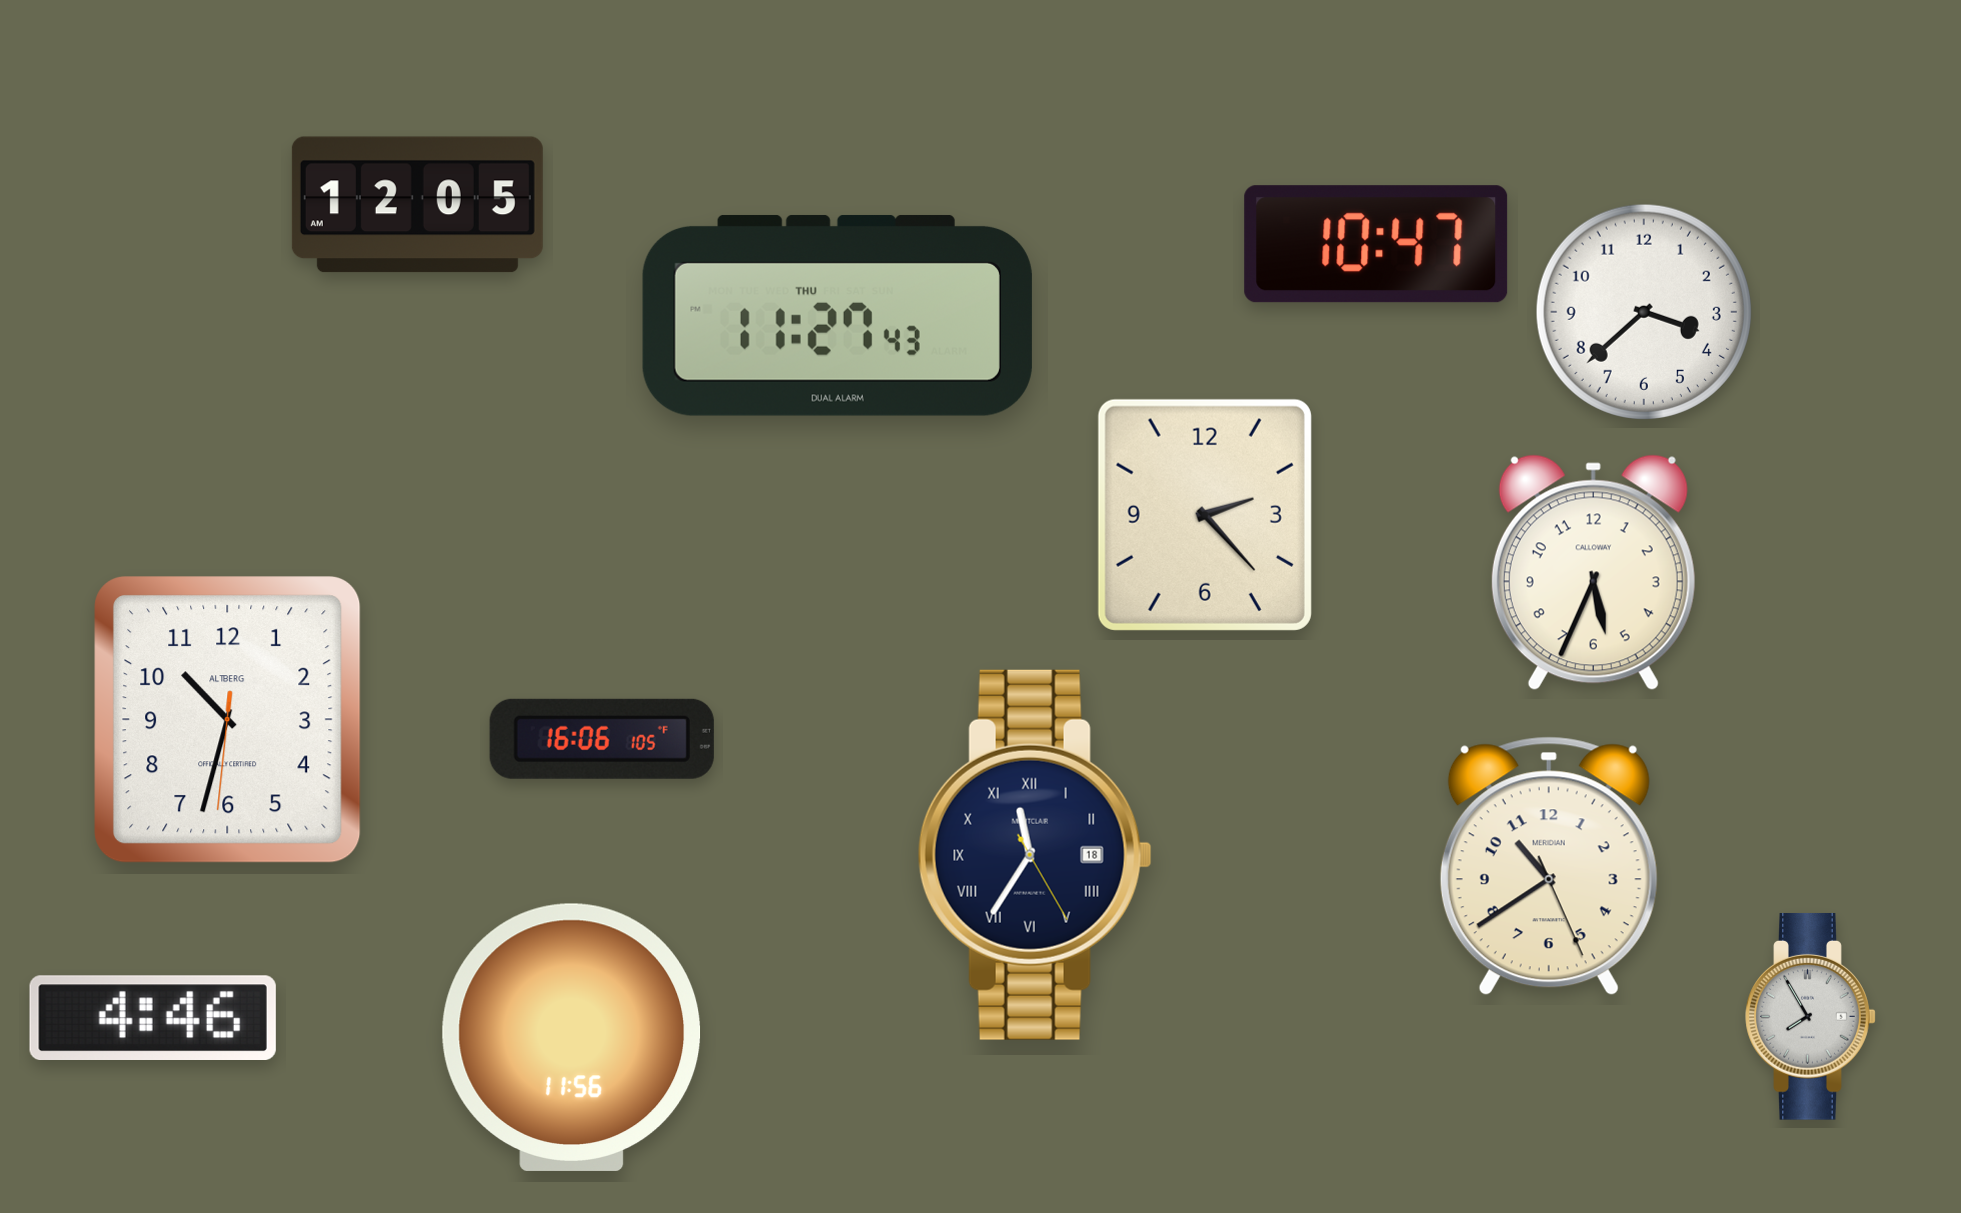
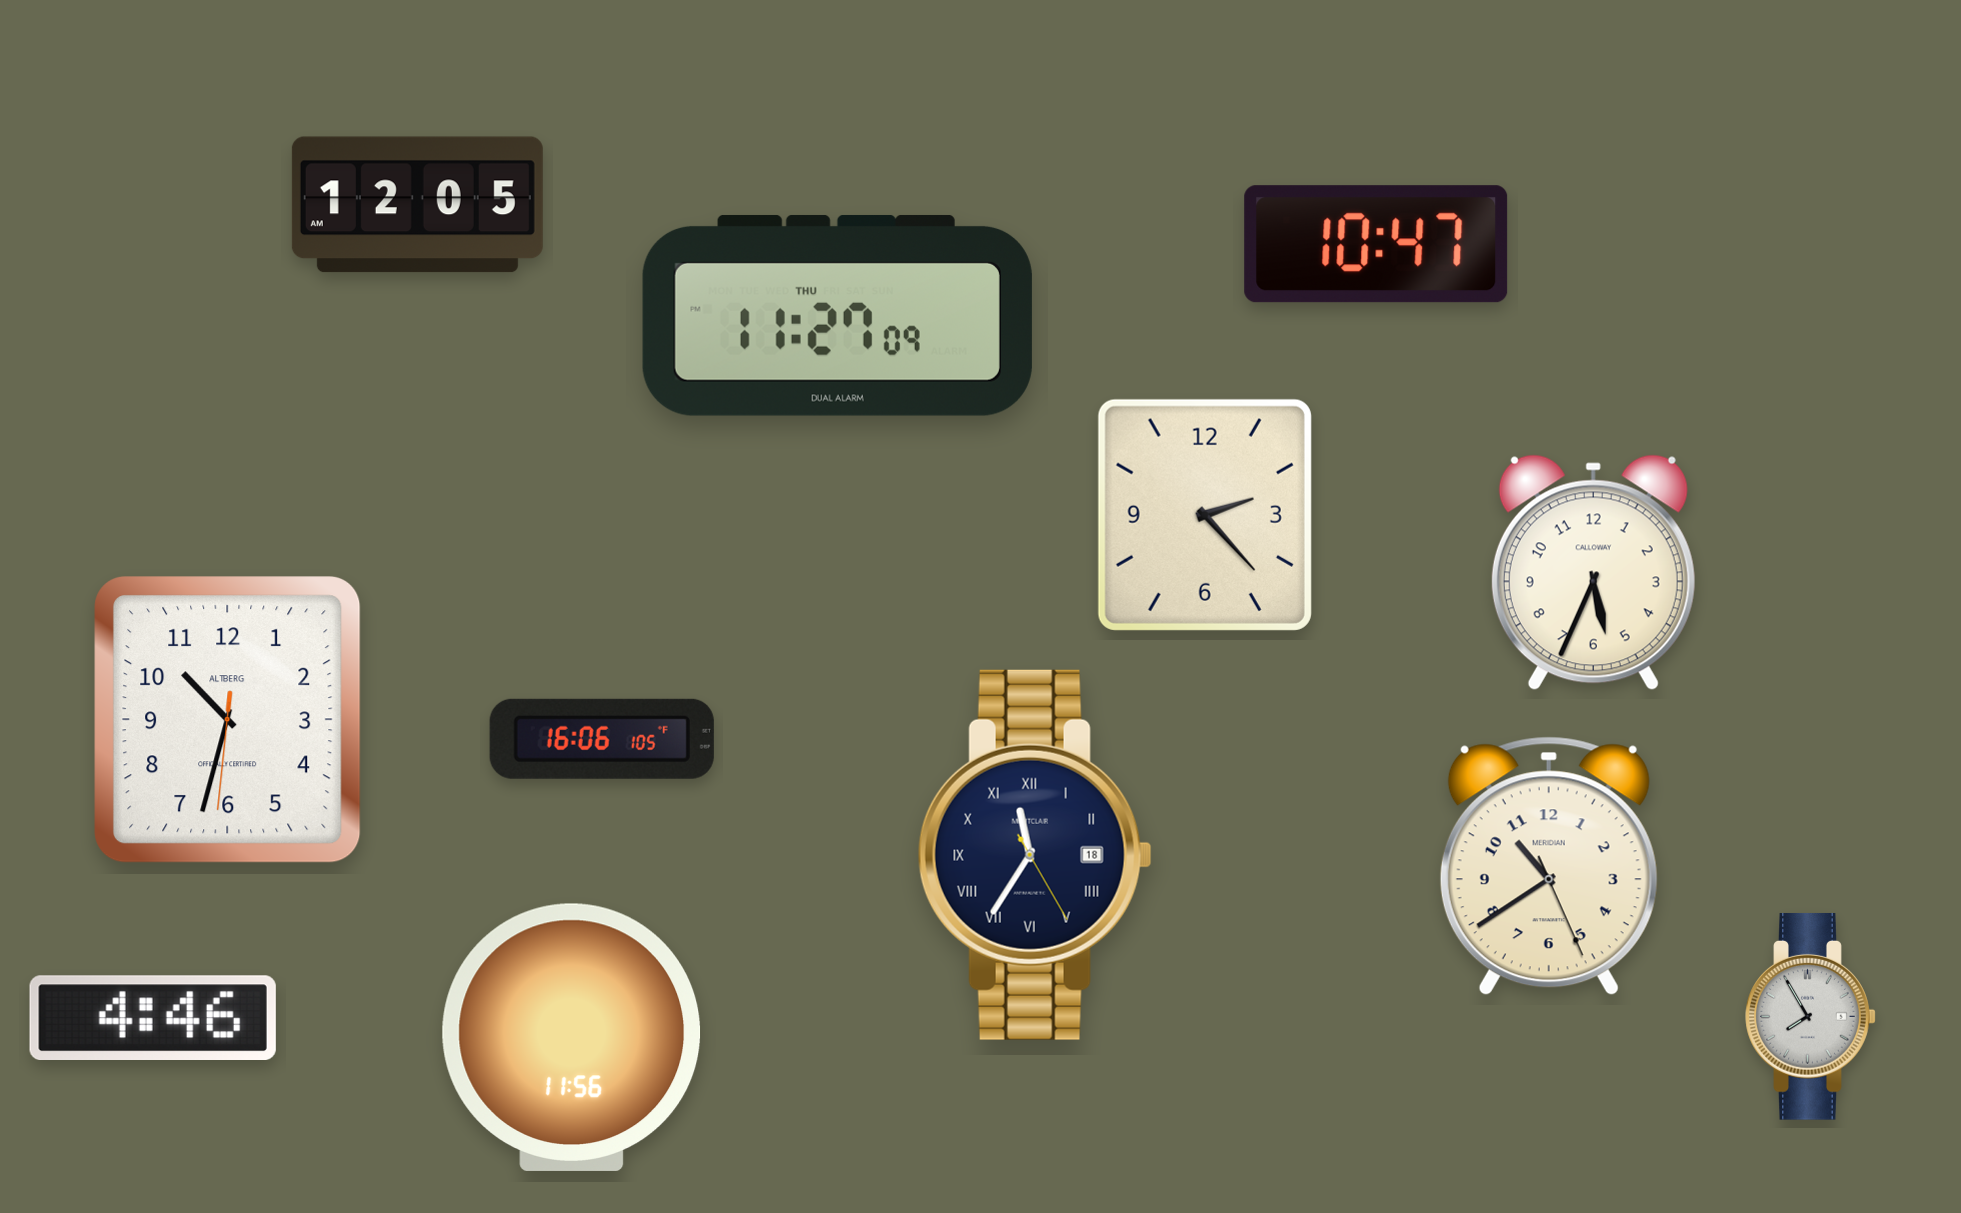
clock at (1644, 312): 3:38 -> none
clock at (837, 315): 11:27:43 -> 11:27:09
